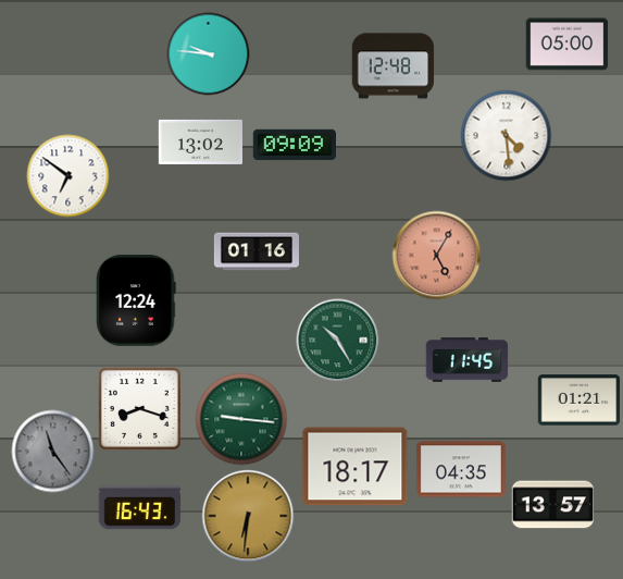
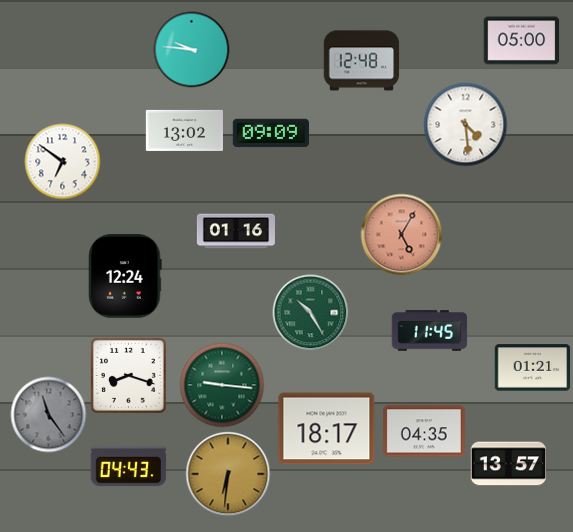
clock at (140, 508): 16:43 -> 04:43
